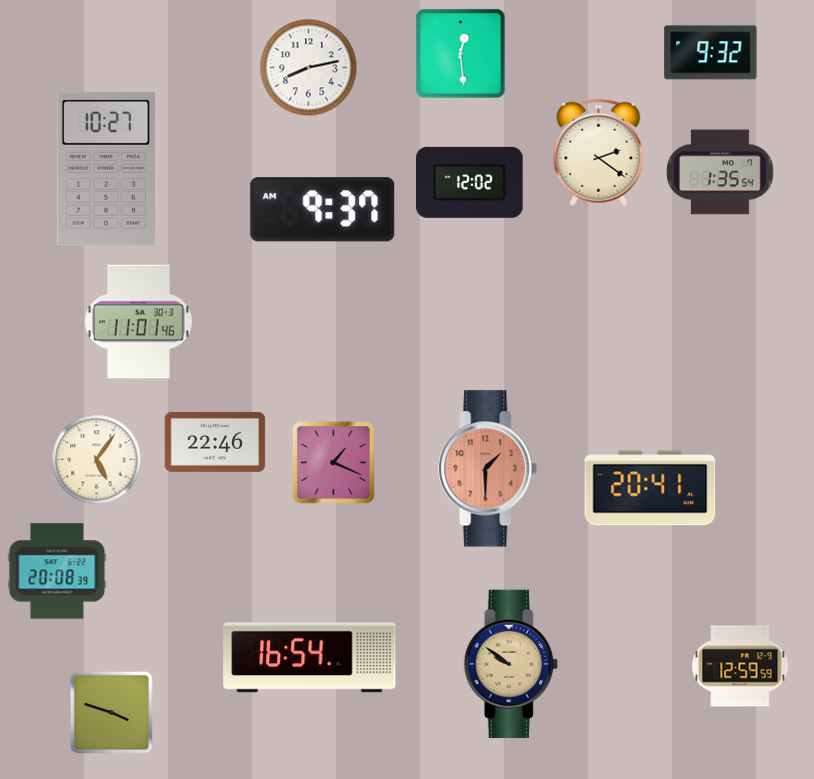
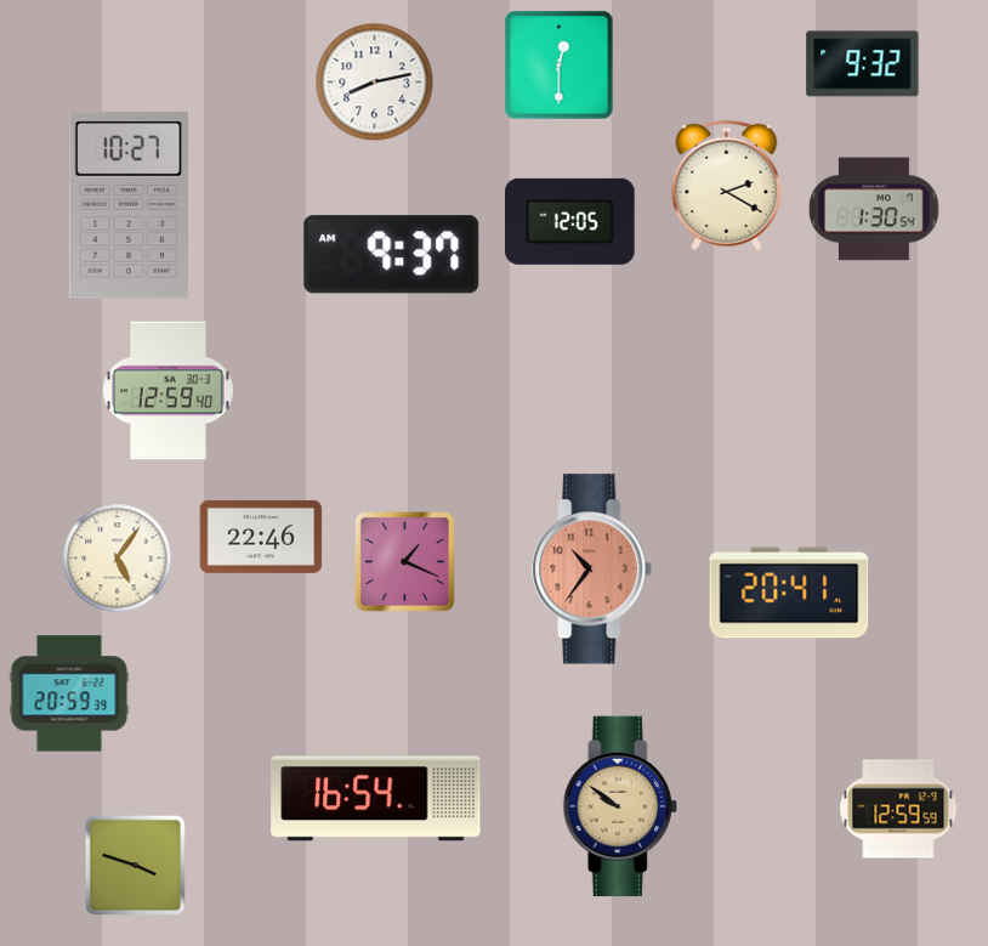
clock at (461, 54): 12:29 -> 12:30
clock at (599, 153): 2:21 -> 2:20
clock at (720, 172): 1:35 -> 1:30
clock at (470, 182): 12:02 -> 12:05
clock at (139, 322): 11:01 -> 12:59
clock at (488, 469): 1:30 -> 10:36
clock at (57, 571): 20:08 -> 20:59
